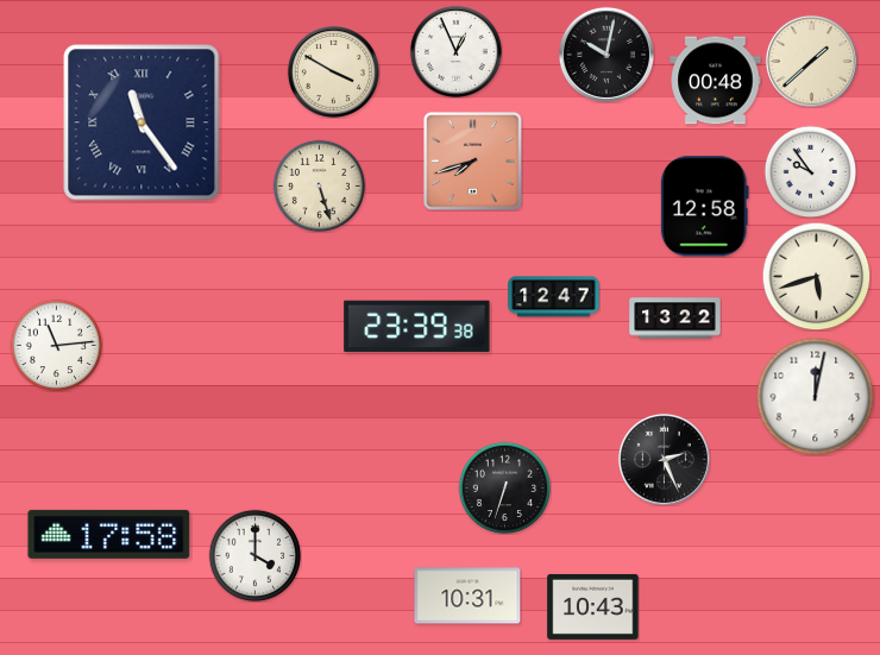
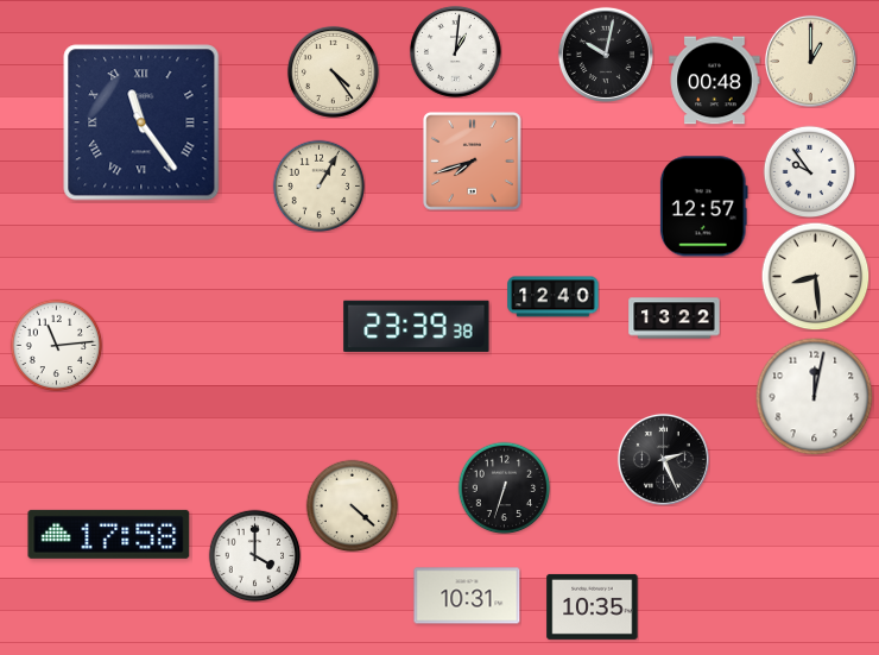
clock at (455, 51): 12:56 -> 1:01
clock at (811, 61): 1:38 -> 1:00
clock at (333, 71): 3:50 -> 4:24
clock at (319, 185): 5:27 -> 1:05
clock at (704, 207): 12:58 -> 12:57
clock at (816, 276): 5:42 -> 8:29
clock at (554, 297): 12:47 -> 12:40
clock at (352, 505): none -> 4:22
clock at (593, 606): 10:43 -> 10:35
